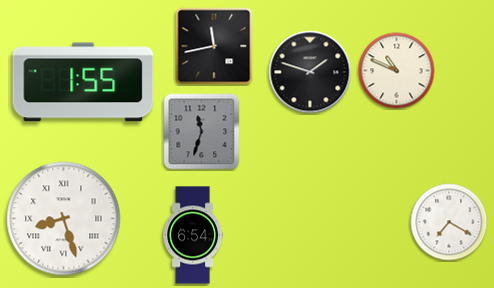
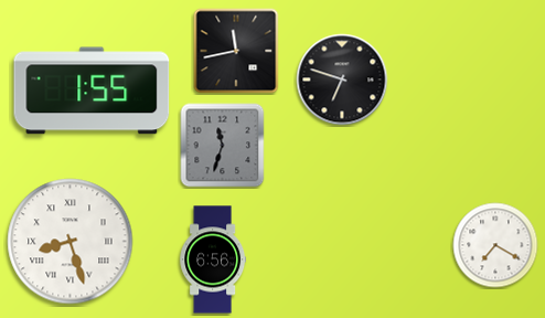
clock at (397, 71): 10:49 -> none
clock at (310, 72): 1:48 -> 6:48
clock at (192, 235): 6:54 -> 6:56
